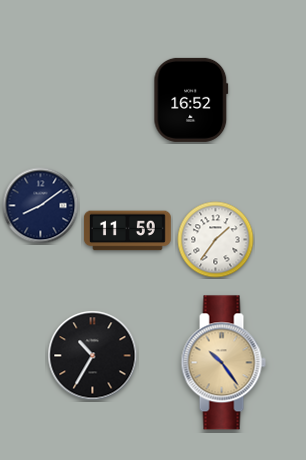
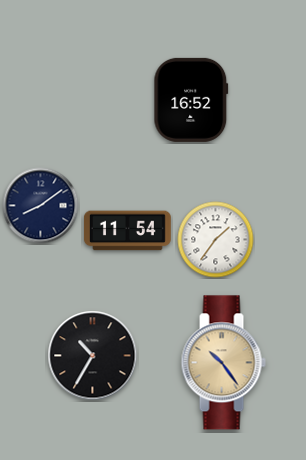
clock at (127, 231): 11:59 -> 11:54
